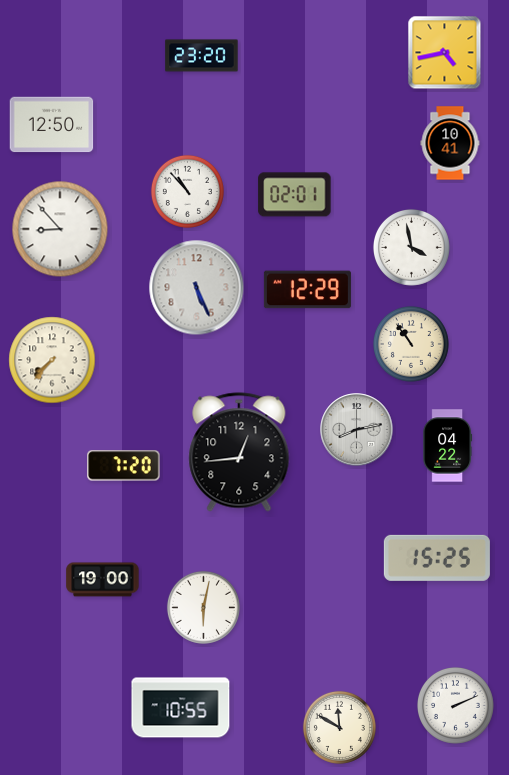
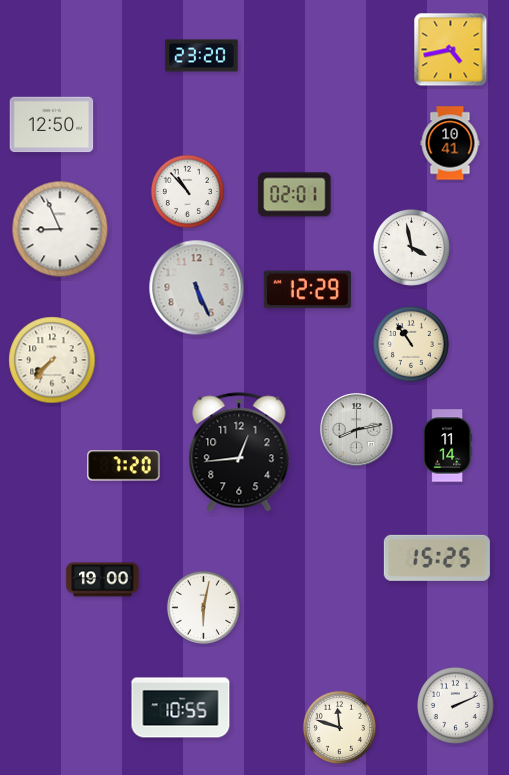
clock at (445, 53) position: (445, 53) -> (451, 50)
clock at (60, 229): 8:53 -> 8:56
clock at (448, 446): 04:22 -> 11:14
clock at (339, 727): 11:50 -> 11:48
